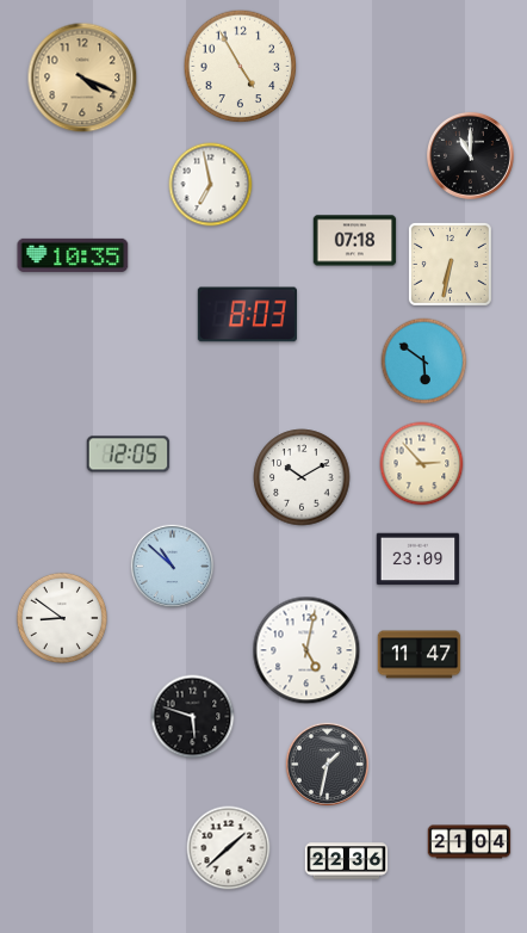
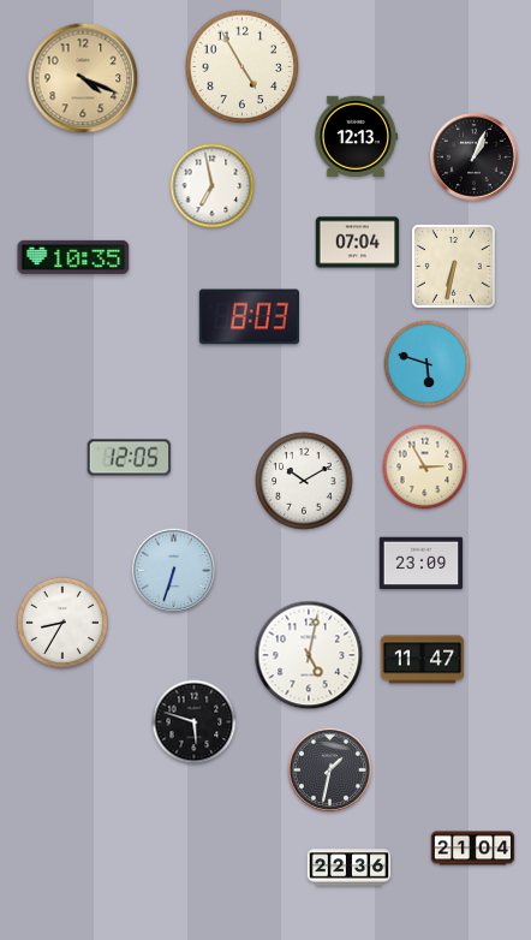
clock at (356, 136): none -> 12:13
clock at (470, 155): 11:00 -> 1:04
clock at (355, 241): 07:18 -> 07:04
clock at (424, 362): 5:51 -> 5:48
clock at (422, 464): 2:53 -> 2:55
clock at (172, 566): 10:52 -> 6:33
clock at (62, 618): 8:51 -> 8:35
clock at (229, 848): 1:38 -> none
